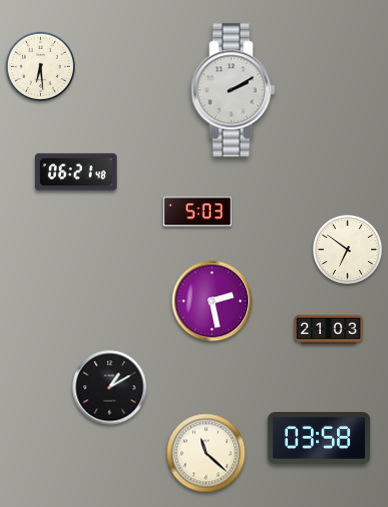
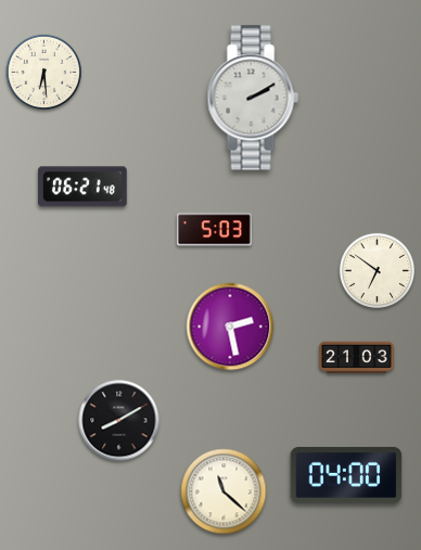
clock at (110, 388): 1:10 -> 8:10
clock at (319, 438): 03:58 -> 04:00
